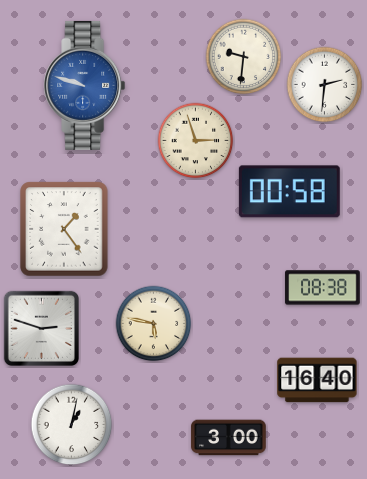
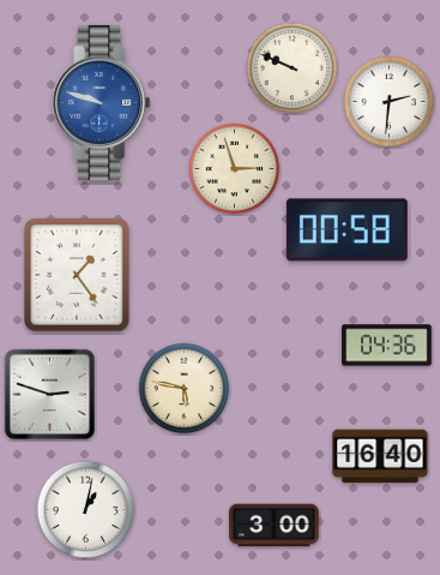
clock at (244, 57): 9:31 -> 9:49
clock at (323, 288): 08:38 -> 04:36
